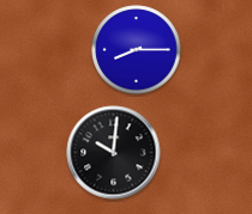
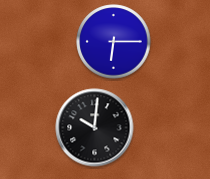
clock at (137, 50): 8:15 -> 6:15
